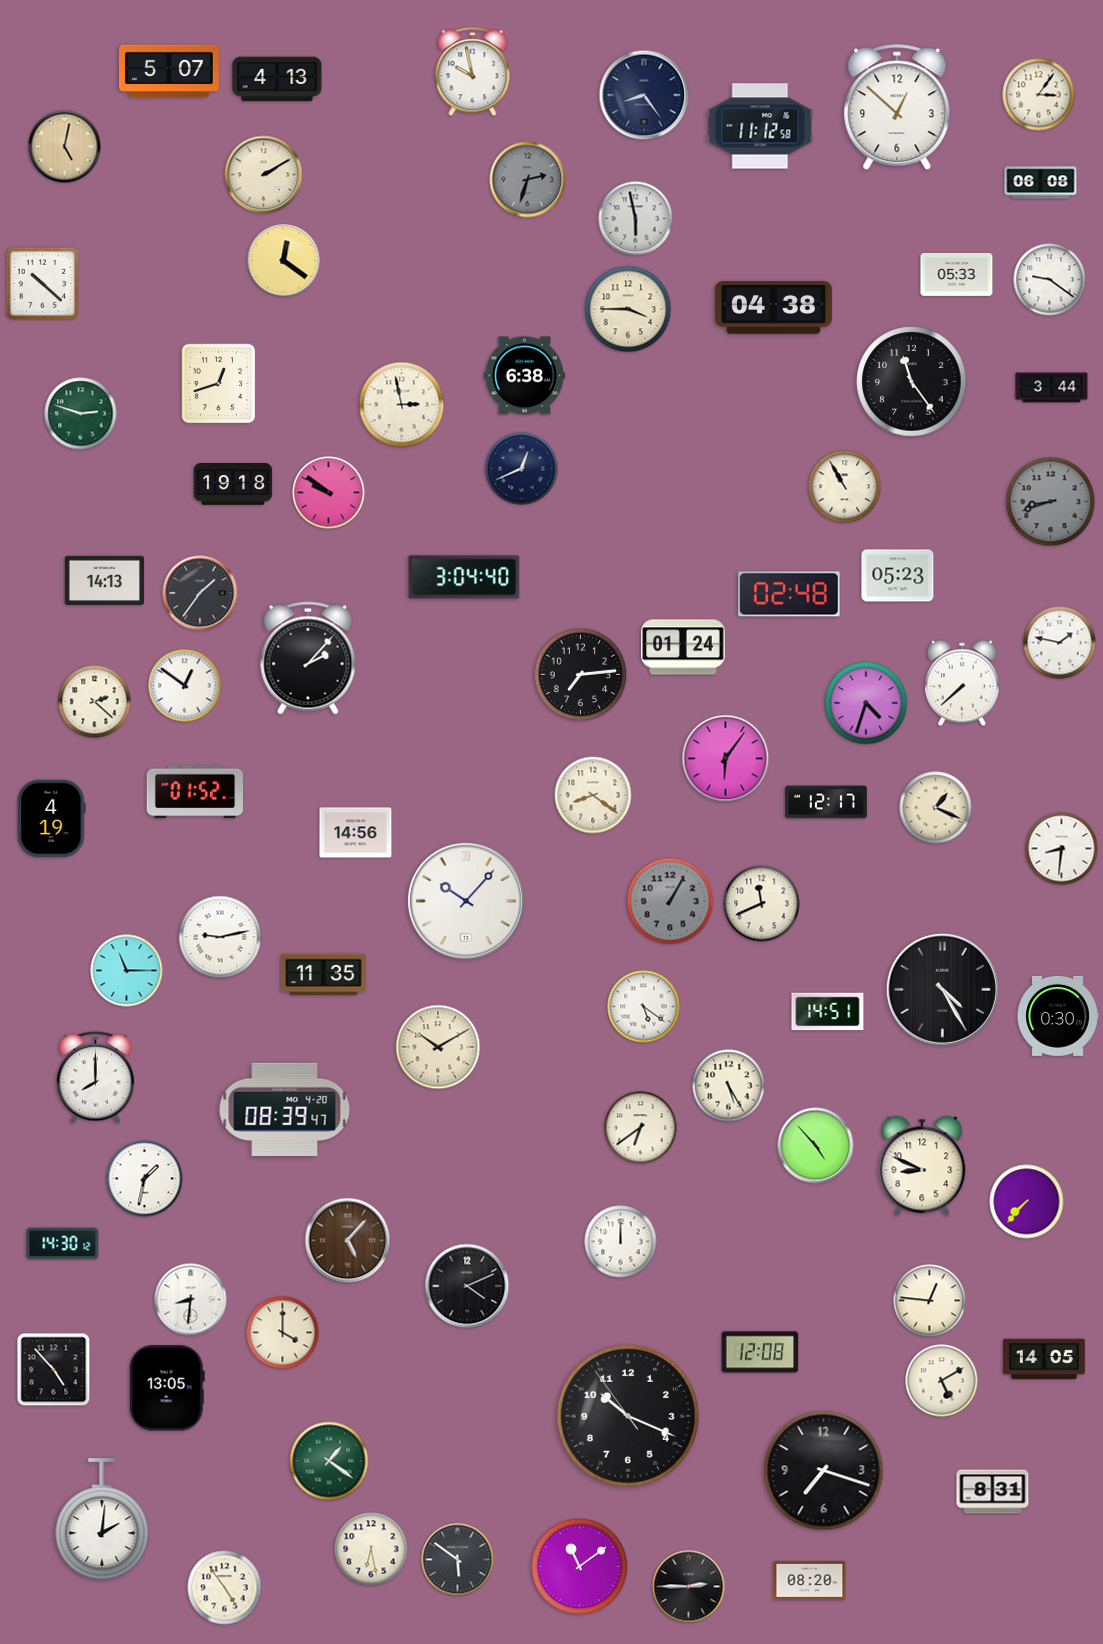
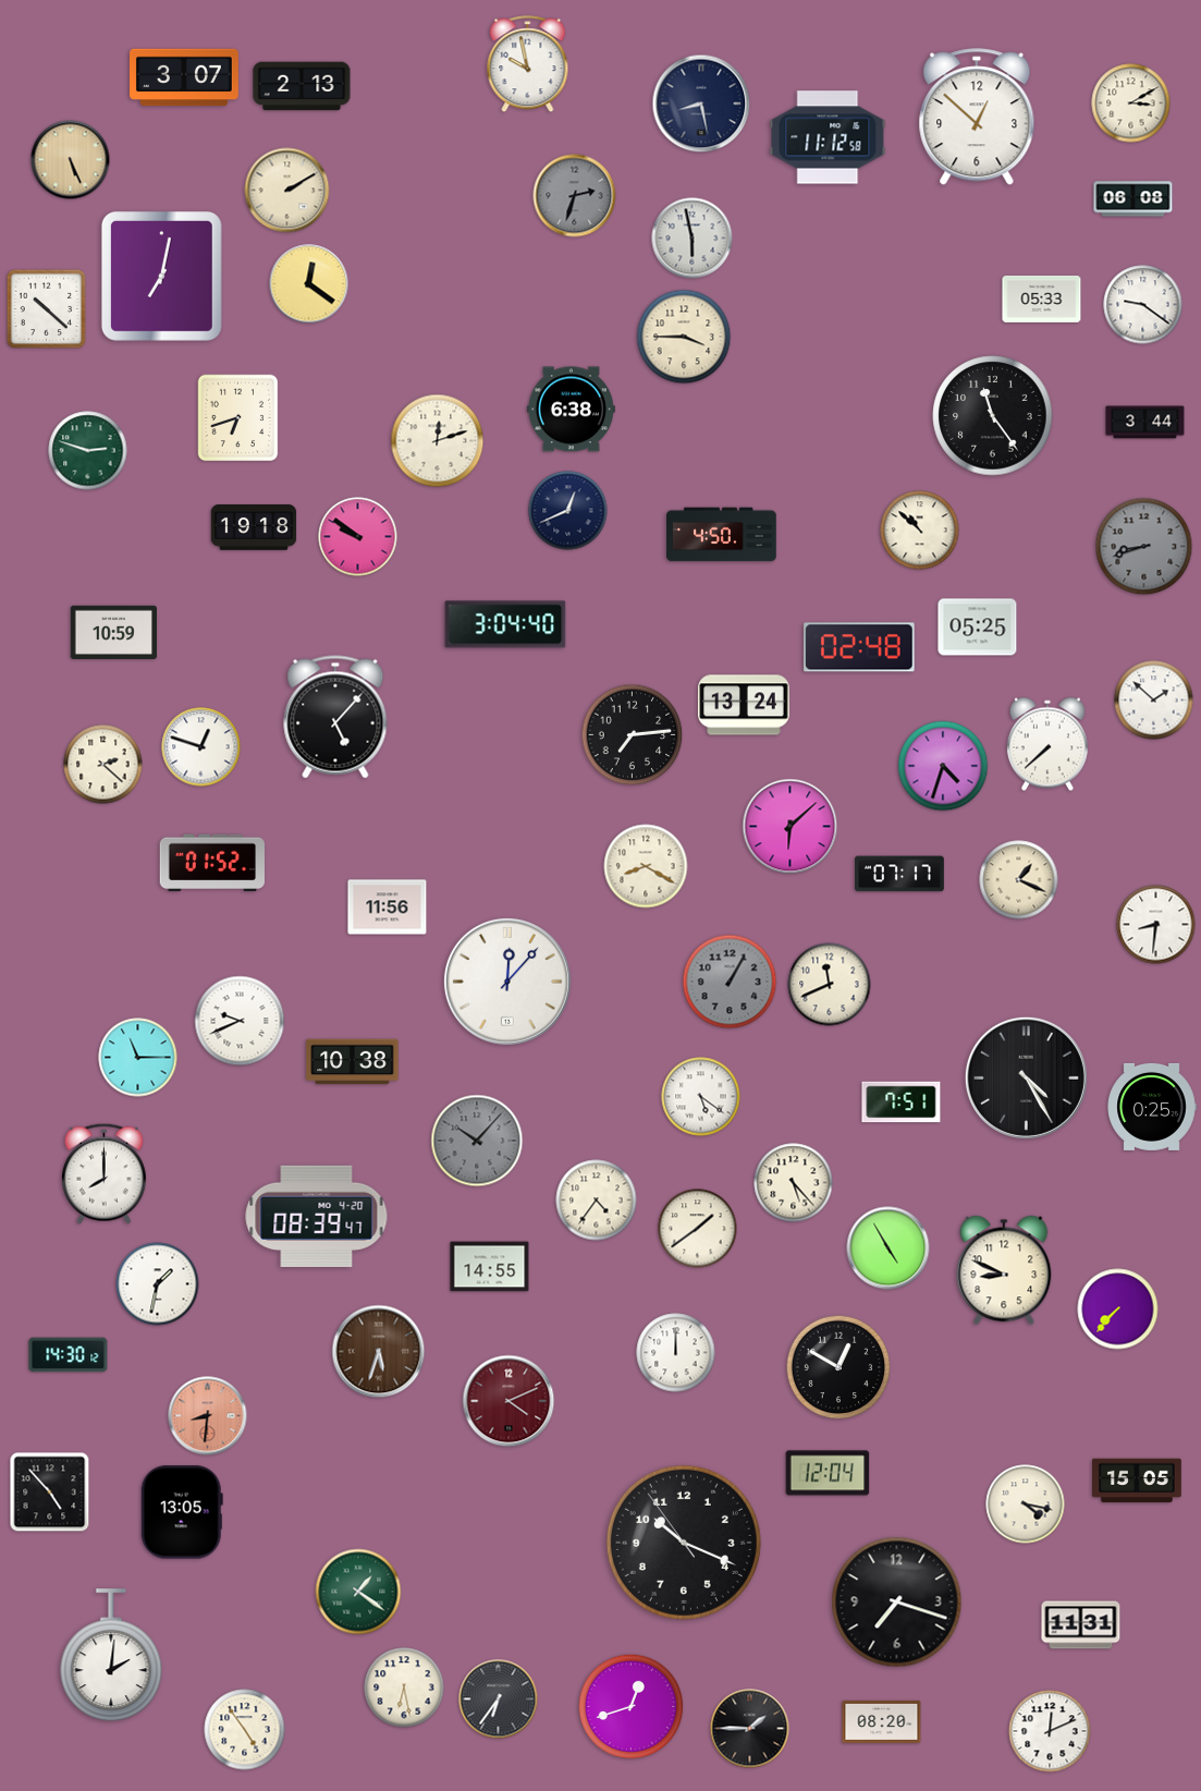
clock at (170, 71): 5:07 -> 3:07
clock at (473, 72) position: (473, 72) -> (528, 64)
clock at (277, 79): 4:13 -> 2:13
clock at (644, 95): 8:24 -> 8:28
clock at (1039, 95): 3:06 -> 3:10
clock at (65, 147): 5:02 -> 5:26
clock at (161, 276): none -> 7:02
clock at (773, 308): 04:38 -> none
clock at (219, 384): 12:42 -> 6:42
clock at (402, 405): 2:58 -> 12:12
clock at (845, 487): 10:55 -> 10:52
clock at (722, 535): none -> 4:50
clock at (898, 576): 05:23 -> 05:25
clock at (464, 577) position: (464, 577) -> (505, 624)
clock at (104, 580): 14:13 -> 10:59
clock at (200, 593): 1:36 -> none
clock at (1060, 643): 1:47 -> 1:52
clock at (683, 647): 01:24 -> 13:24
clock at (308, 658): 2:07 -> 5:07
clock at (185, 686): 12:51 -> 12:48
clock at (726, 759): 6:06 -> 6:08
clock at (593, 795): 8:21 -> 8:20
clock at (827, 802): 12:17 -> 07:17
clock at (52, 819): 4:19 -> none
clock at (356, 833): 14:56 -> 11:56
clock at (466, 901): 10:07 -> 12:07
clock at (220, 937): 9:13 -> 9:41
clock at (324, 975): 11:35 -> 10:38
clock at (828, 1012): 14:51 -> 7:51
clock at (1058, 1016): 0:30 -> 0:25
clock at (438, 1047): 10:10 -> 10:07
clock at (438, 1047) dial: cream -> grey
clock at (729, 1086): 5:25 -> 5:23
clock at (597, 1201): none -> 4:36
clock at (285, 1109) position: (285, 1109) -> (317, 1216)
clock at (641, 1128): 6:39 -> 1:39
clock at (816, 1146): 4:53 -> 4:55
clock at (490, 1267): none -> 14:55
clock at (348, 1241): 5:07 -> 5:33
clock at (838, 1367): none -> 12:50
clock at (467, 1286) dial: black -> burgundy
clock at (191, 1300) dial: white -> salmon
clock at (930, 1301): 12:46 -> none
clock at (283, 1333): 4:00 -> none
clock at (760, 1352): 12:08 -> 12:04
clock at (1045, 1359): 14:05 -> 15:05
clock at (54, 1370) position: (54, 1370) -> (50, 1492)
clock at (942, 1381): 5:10 -> 4:17
clock at (993, 1492): 8:31 -> 11:31
clock at (458, 1560): 5:51 -> 6:36
clock at (580, 1567): 11:09 -> 12:42
clock at (689, 1587): 2:45 -> 1:45
clock at (1050, 1731): none -> 12:11
